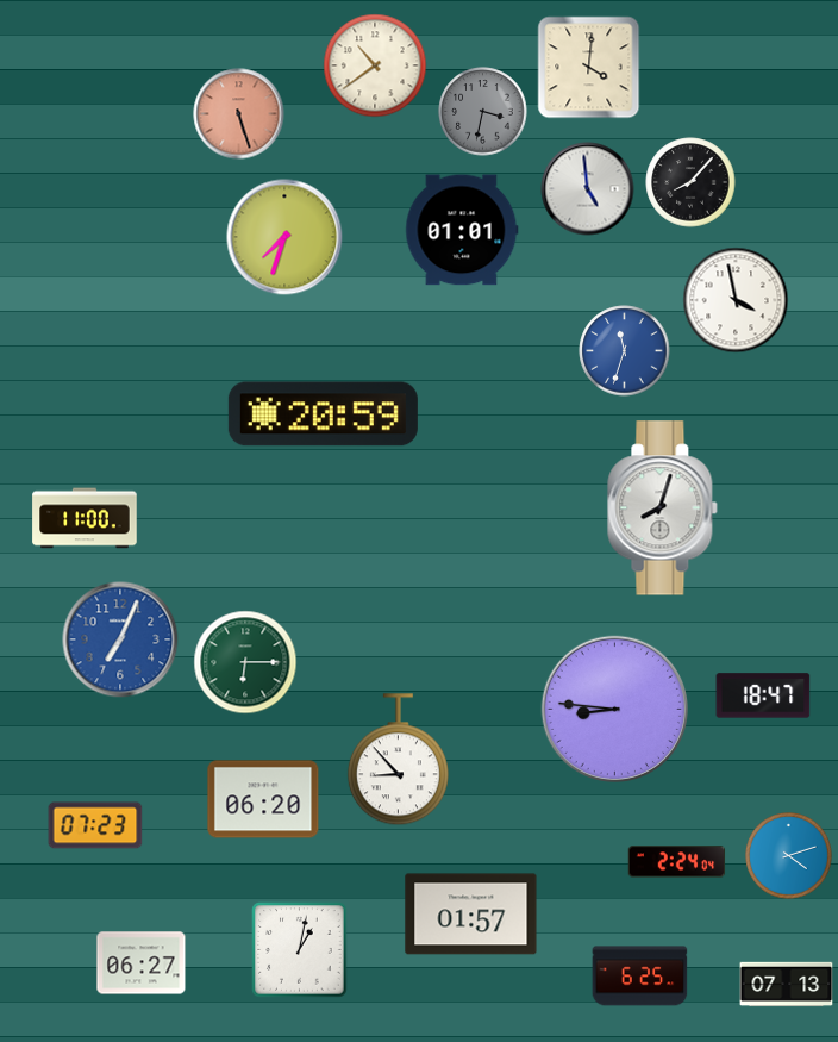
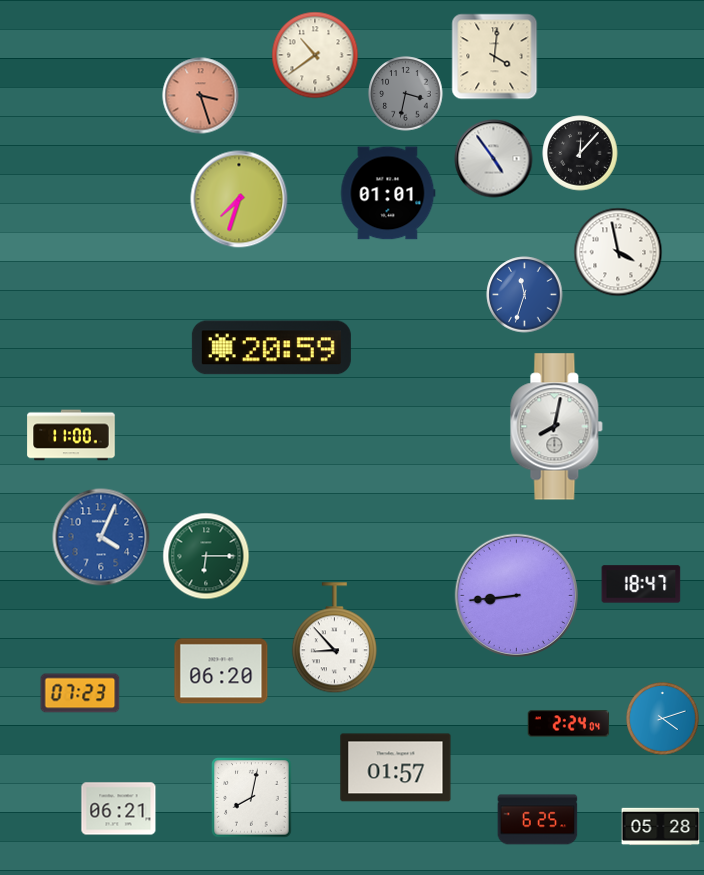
clock at (239, 114): 5:27 -> 3:27
clock at (690, 182): 8:07 -> 12:07
clock at (588, 189): 4:59 -> 4:54
clock at (663, 508): 8:03 -> 8:02
clock at (120, 639): 7:04 -> 4:04
clock at (614, 709): 8:46 -> 8:44
clock at (300, 950): 1:02 -> 8:02
clock at (142, 963): 06:27 -> 06:21
clock at (787, 985): 07:13 -> 05:28
